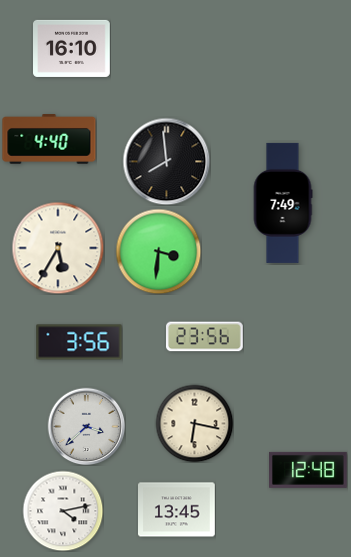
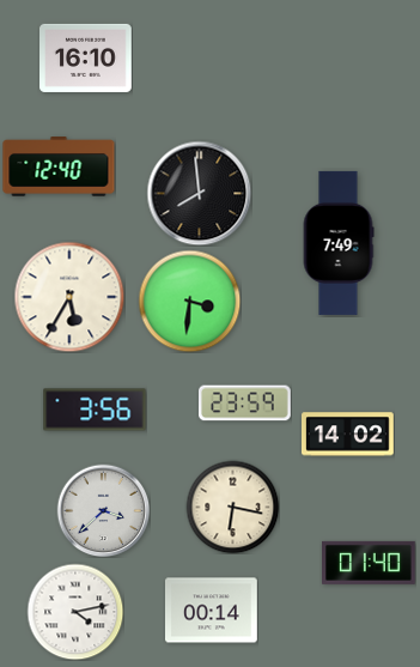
clock at (49, 139): 4:40 -> 12:40
clock at (205, 337): 23:56 -> 23:59
clock at (348, 435): none -> 14:02
clock at (309, 470): 12:48 -> 01:40
clock at (177, 510): 13:45 -> 00:14
